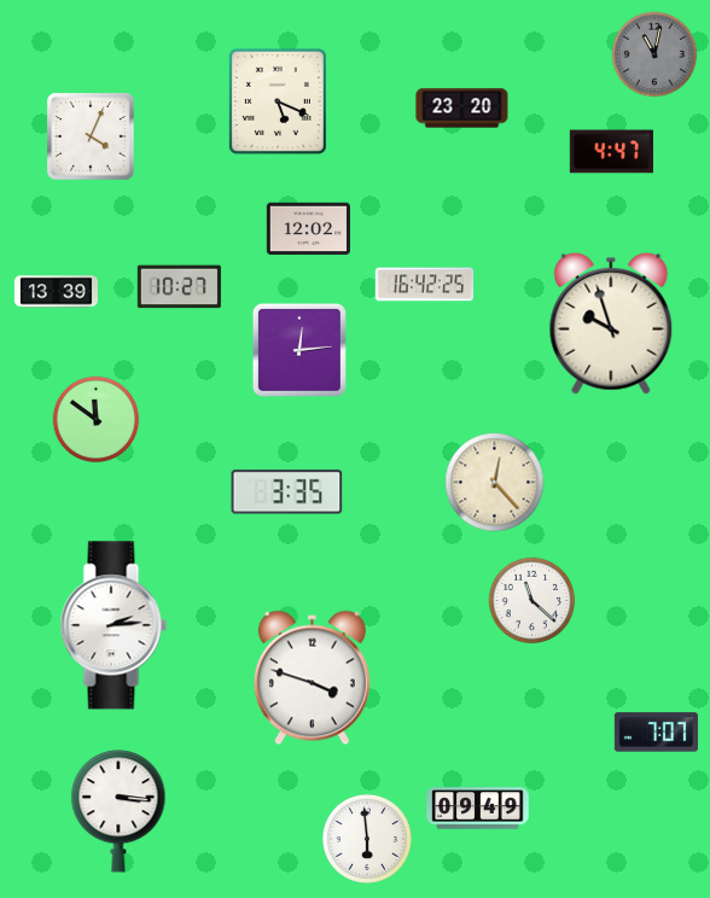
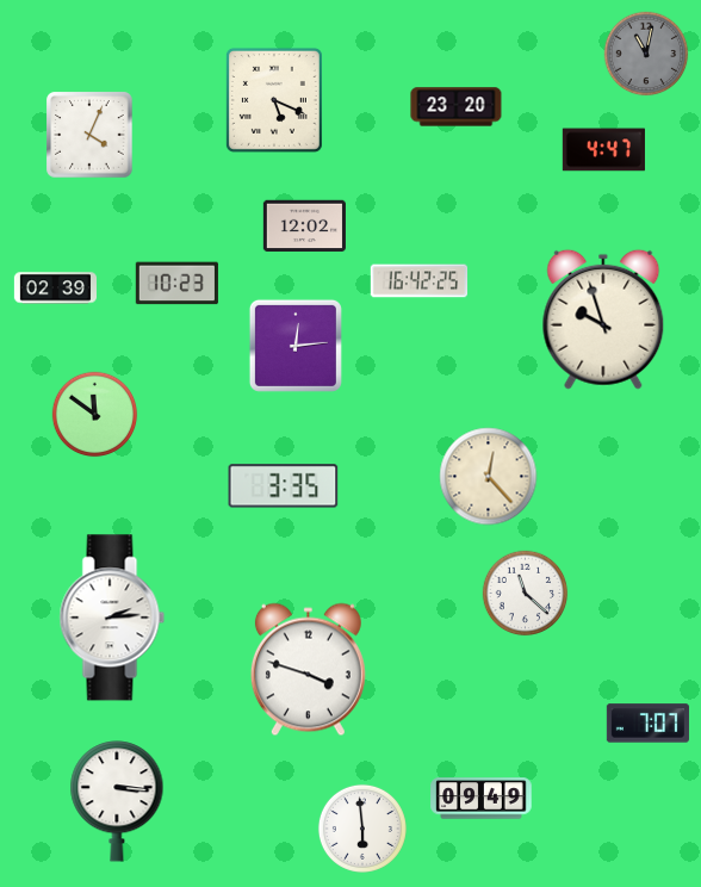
clock at (179, 287): 10:27 -> 10:23
clock at (56, 292): 13:39 -> 02:39
clock at (478, 809) position: (478, 809) -> (482, 799)
